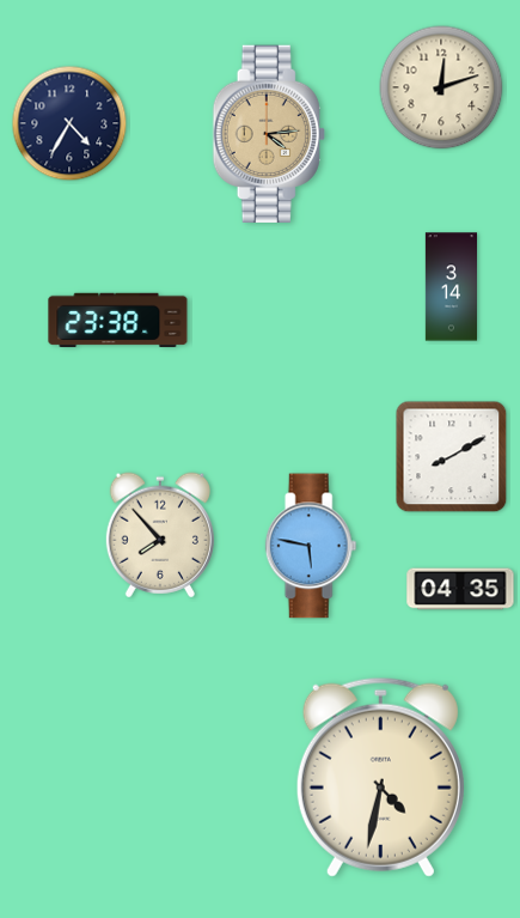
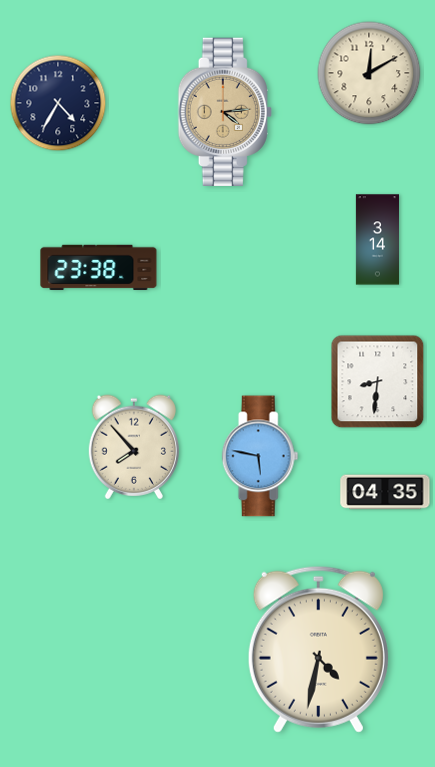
clock at (441, 87): 12:12 -> 12:10
clock at (452, 457): 8:10 -> 8:31
